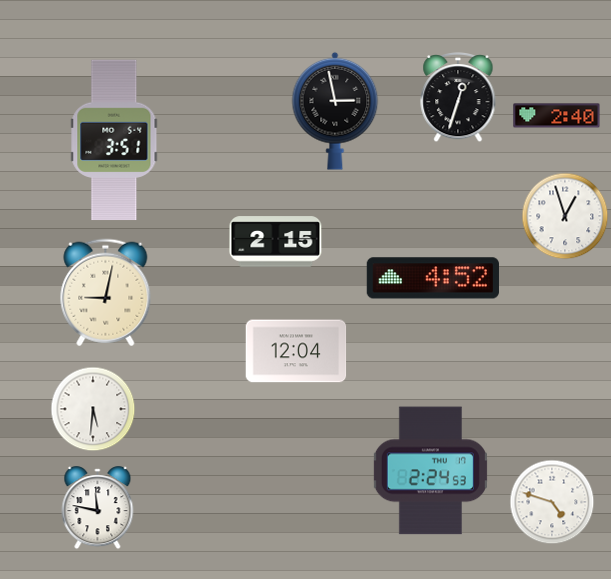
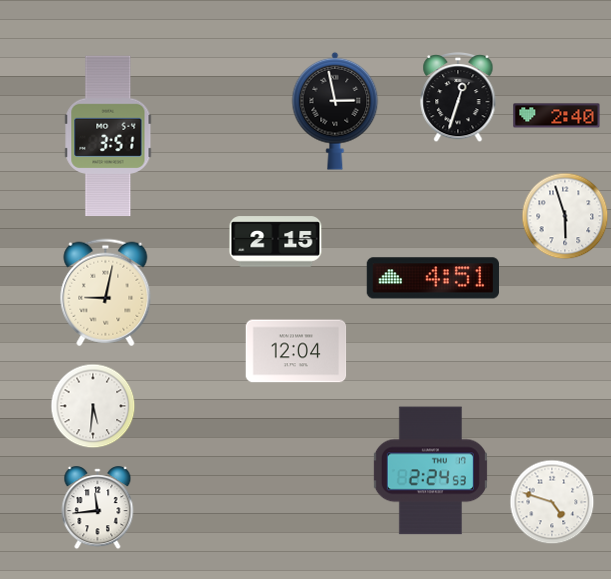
clock at (114, 140) position: (114, 140) -> (108, 136)
clock at (565, 216): 12:57 -> 5:57
clock at (433, 278): 4:52 -> 4:51
clock at (93, 409) position: (93, 409) -> (93, 406)
clock at (98, 508): 11:47 -> 11:44
